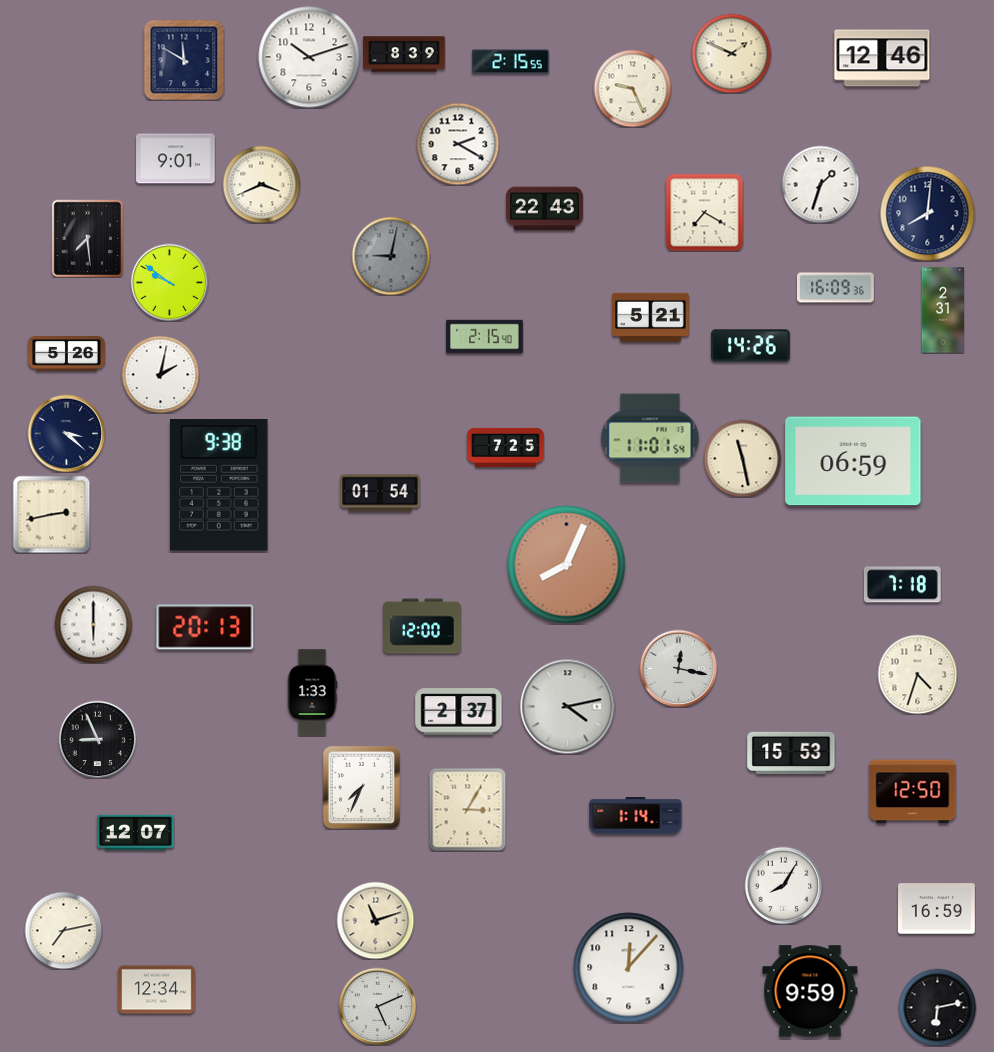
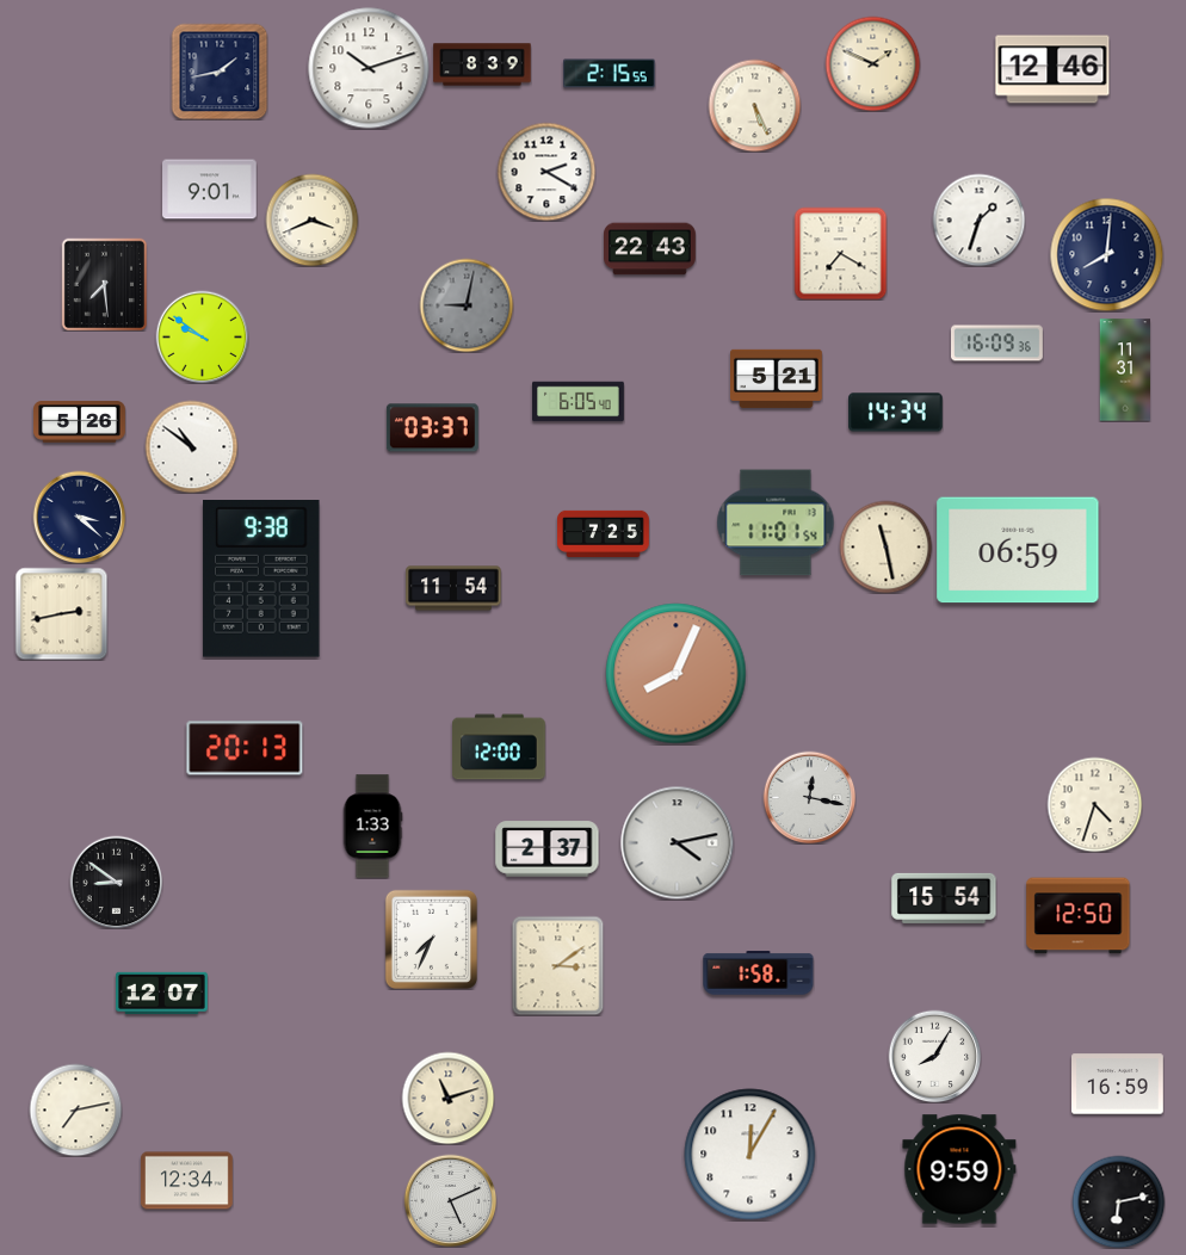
clock at (184, 60): 11:50 -> 1:43
clock at (632, 88): 9:26 -> 5:26
clock at (943, 310): 2:31 -> 11:31
clock at (485, 337): 2:15 -> 6:05
clock at (751, 346): 14:26 -> 14:34
clock at (432, 428): none -> 03:37
clock at (160, 374): 2:02 -> 10:51
clock at (380, 493): 01:54 -> 11:54
clock at (902, 585): 7:18 -> none
clock at (93, 624): 6:00 -> none
clock at (423, 626) position: (423, 626) -> (500, 747)
clock at (97, 739): 8:56 -> 8:51
clock at (791, 753): 15:53 -> 15:54
clock at (913, 792) position: (913, 792) -> (1079, 916)
clock at (468, 809): 3:05 -> 3:09
clock at (636, 816): 1:14 -> 1:58
clock at (629, 968): 12:07 -> 12:05
clock at (810, 991) position: (810, 991) -> (959, 1169)
